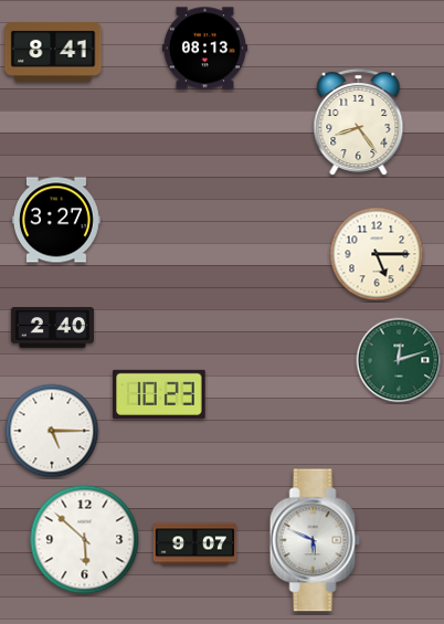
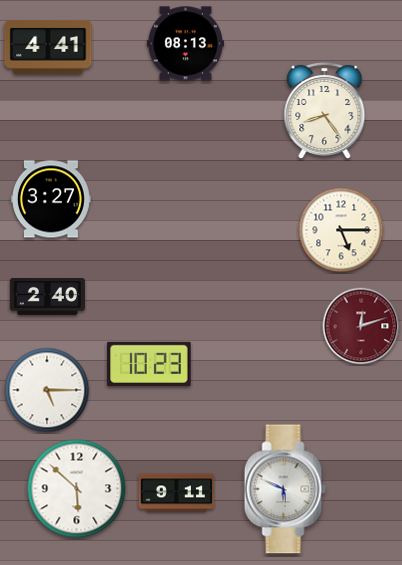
clock at (53, 52): 8:41 -> 4:41
clock at (399, 360) dial: green -> burgundy
clock at (159, 394) position: (159, 394) -> (149, 364)
clock at (194, 544): 9:07 -> 9:11
